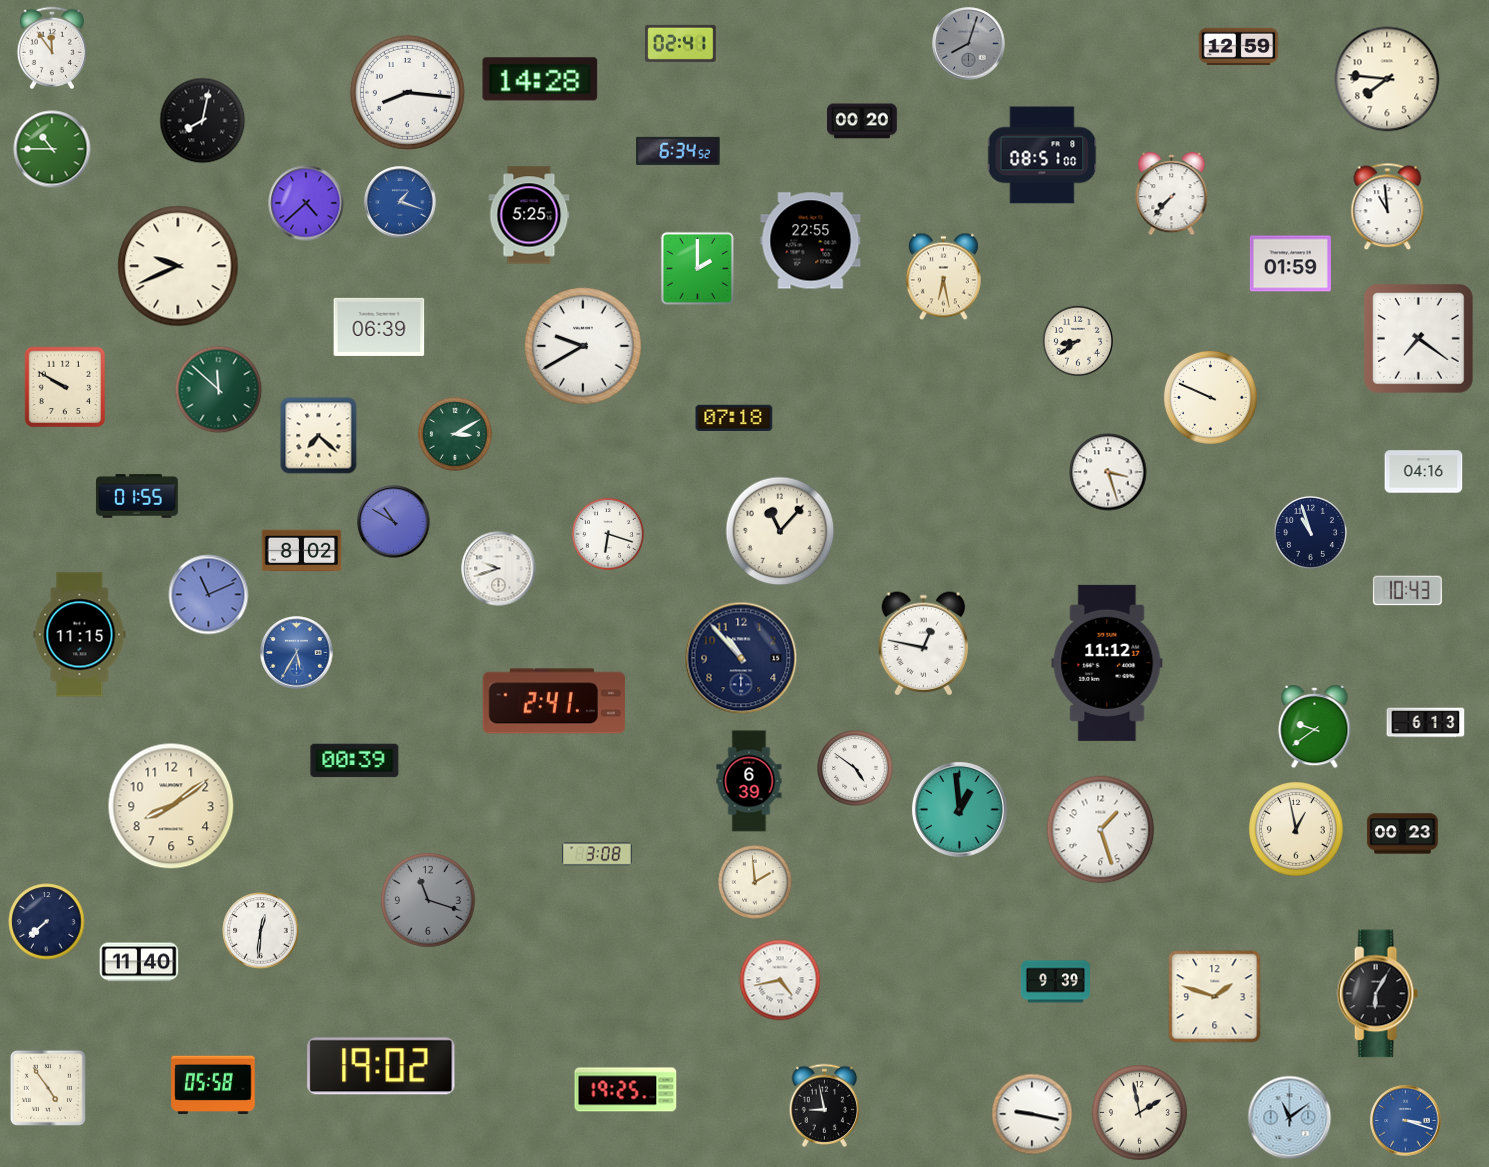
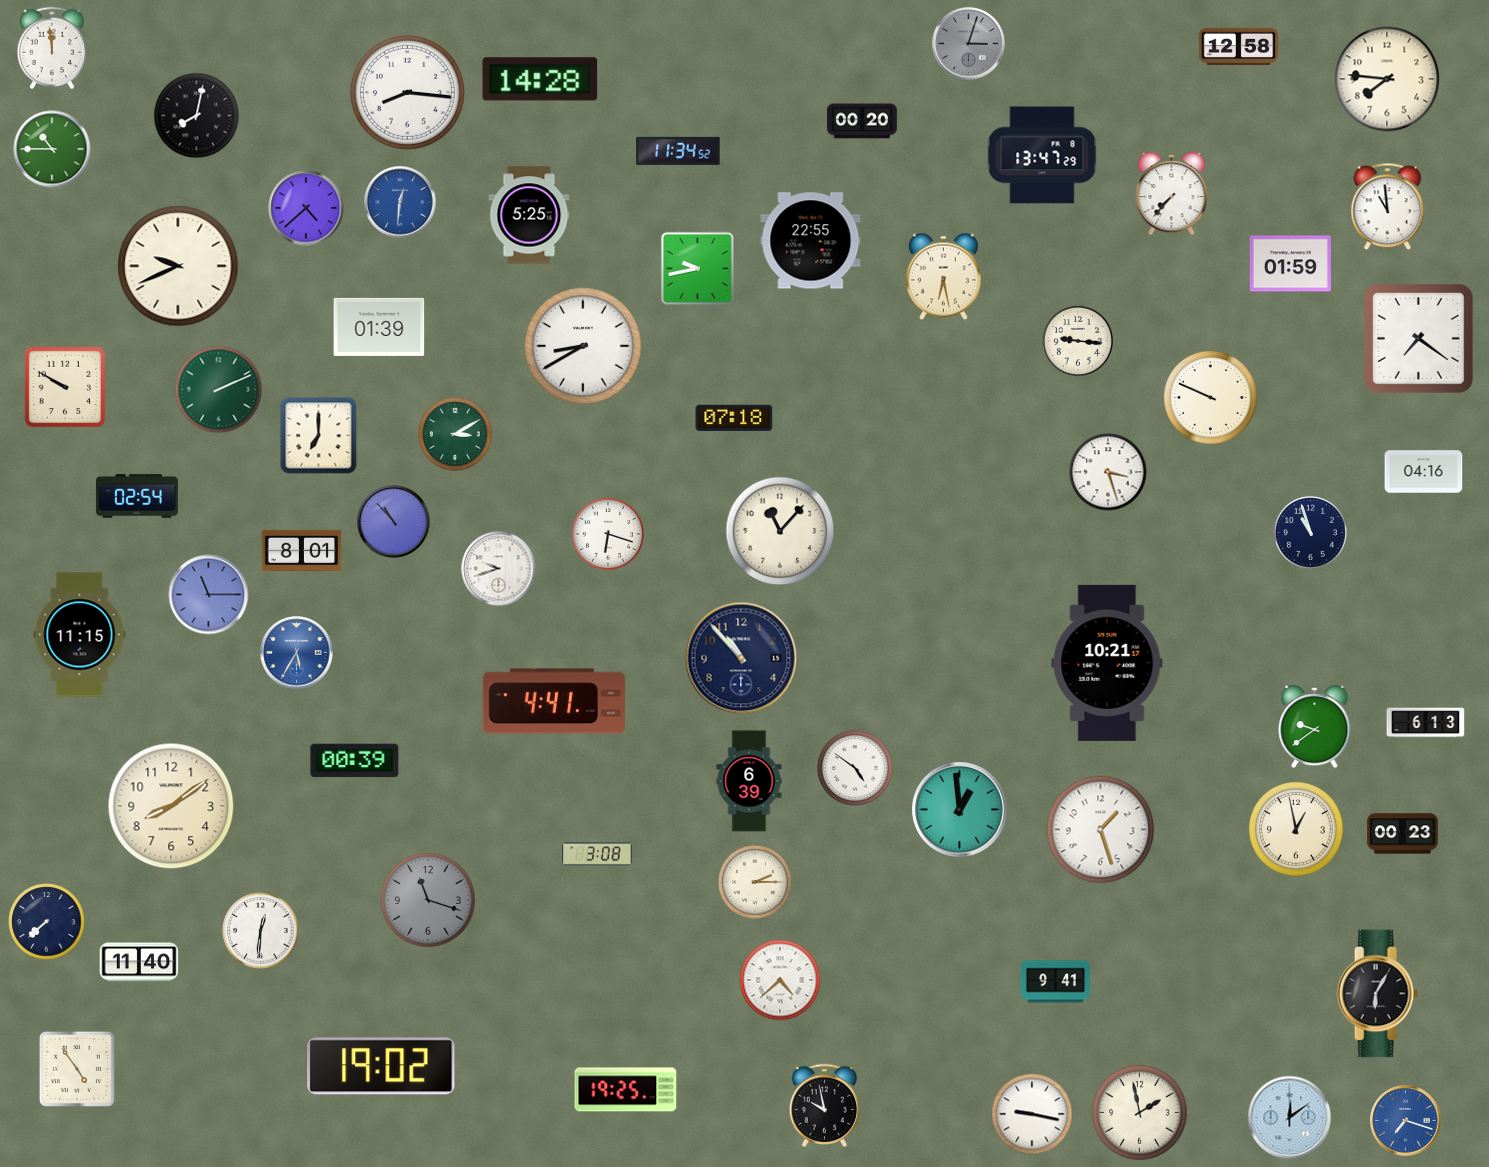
clock at (681, 43): 02:41 -> none
clock at (969, 44): 8:03 -> 3:03
clock at (51, 47): 11:54 -> 11:59
clock at (1239, 47): 12:59 -> 12:58
clock at (203, 121) position: (203, 121) -> (197, 116)
clock at (678, 151): 6:34 -> 11:34
clock at (1042, 155): 08:51 -> 13:47
clock at (400, 202): 1:18 -> 12:31
clock at (306, 203) position: (306, 203) -> (306, 208)
clock at (697, 268): 2:00 -> 9:43
clock at (379, 327): 06:39 -> 01:39
clock at (1077, 340): 8:39 -> 9:16
clock at (583, 346): 9:40 -> 8:40
clock at (219, 390): 11:52 -> 2:11
clock at (319, 436): 7:22 -> 7:00
clock at (137, 496): 01:55 -> 02:54
clock at (394, 522): 10:50 -> 10:53
clock at (302, 551): 8:02 -> 8:01
clock at (1407, 591): 10:43 -> none
clock at (209, 595): 11:11 -> 11:15
clock at (924, 644): 12:47 -> none
clock at (1107, 663): 11:12 -> 10:21
clock at (554, 701): 2:41 -> 4:41
clock at (756, 883): 1:59 -> 2:15
clock at (780, 980): 4:43 -> 4:38
clock at (1055, 982): 9:39 -> 9:41
clock at (1215, 997): 1:48 -> none
clock at (213, 1085): 05:58 -> none
clock at (48, 1088) position: (48, 1088) -> (77, 1069)
clock at (825, 1105): 8:58 -> 9:58
clock at (1290, 1118): 11:09 -> 12:09
clock at (1406, 1121): 3:18 -> 7:18
